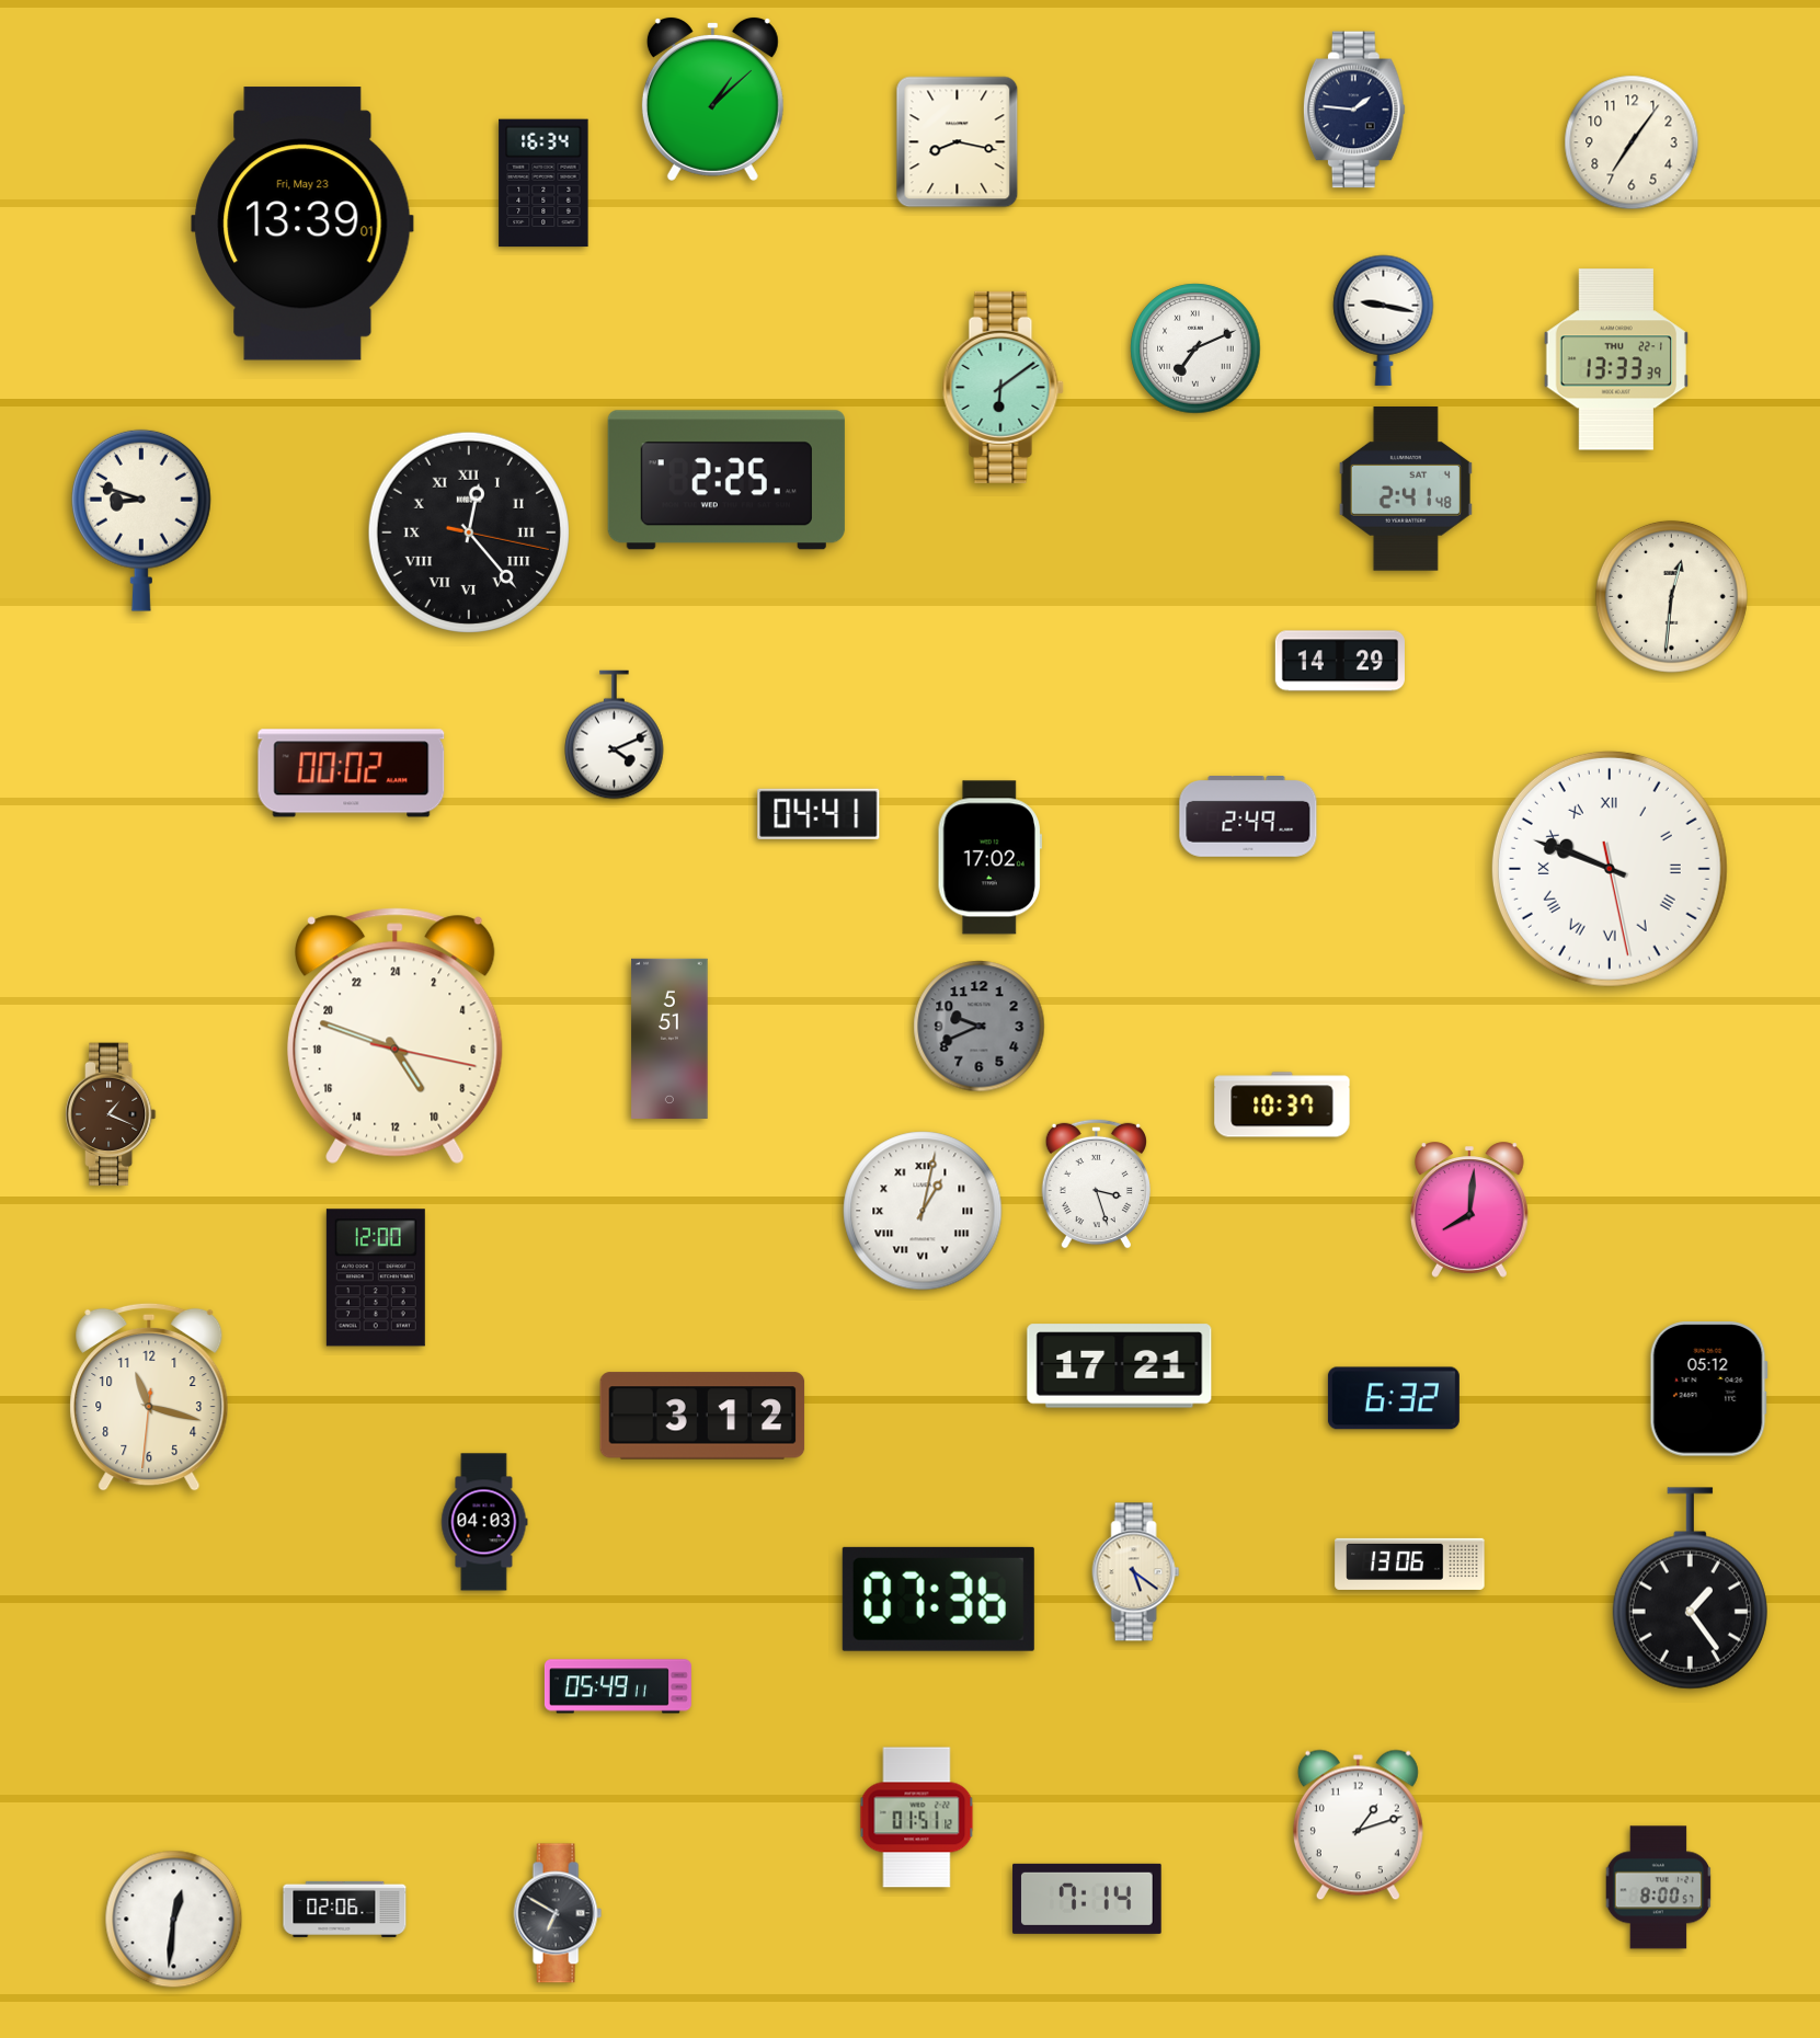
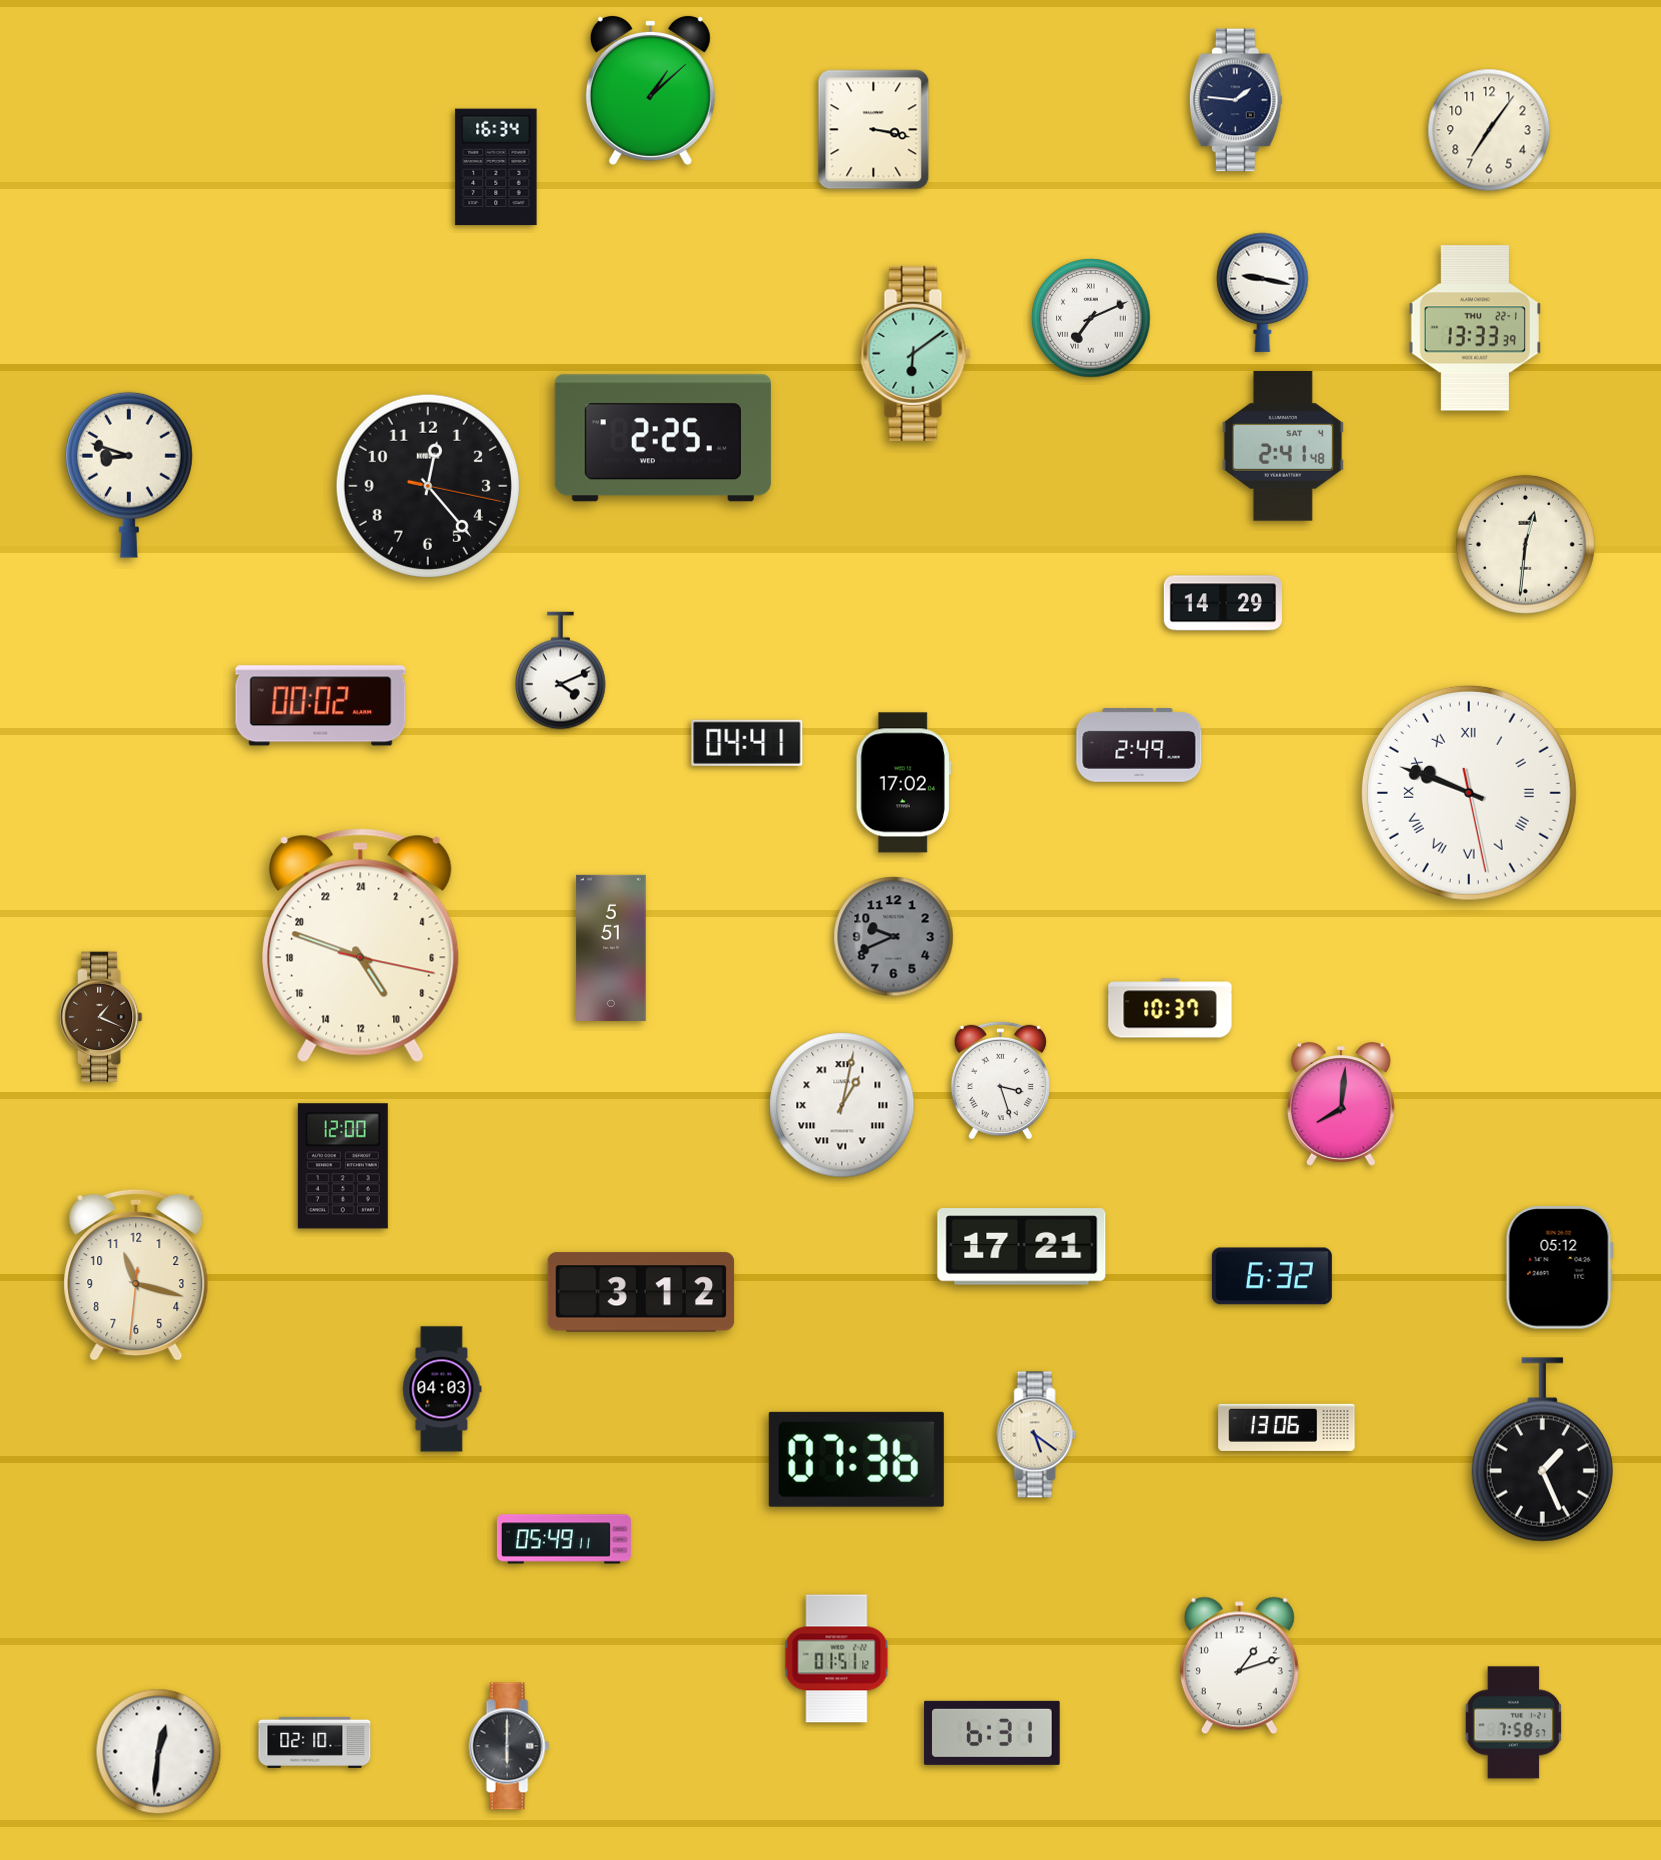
clock at (958, 142): 8:17 -> 3:17
clock at (302, 224): 13:39 -> none
clock at (469, 533) numerals: Roman -> Arabic
clock at (1690, 1589): 1:24 -> 1:26
clock at (1659, 1888): 8:00 -> 7:58
clock at (1087, 1899): 7:14 -> 6:31
clock at (345, 1909): 02:06 -> 02:10
clock at (558, 1913): 6:50 -> 6:00
